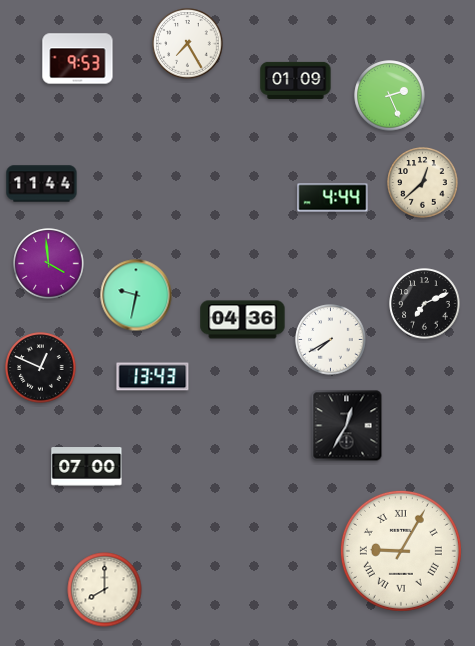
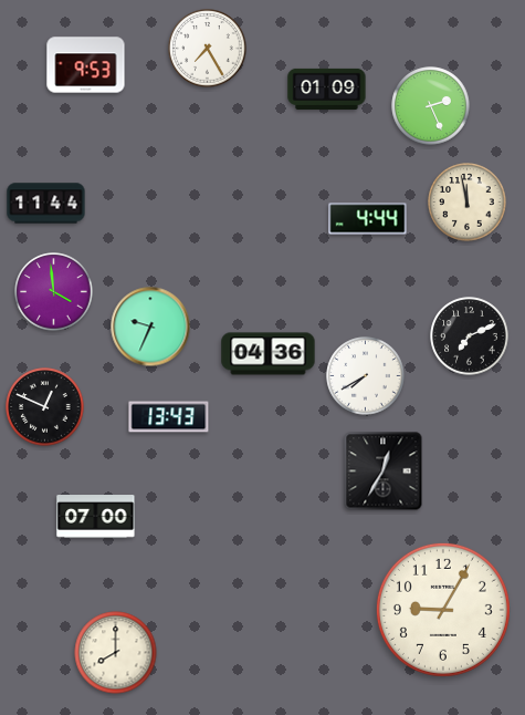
clock at (423, 183): 12:38 -> 11:58
clock at (136, 295): 9:32 -> 9:34
clock at (401, 551) numerals: Roman -> Arabic
